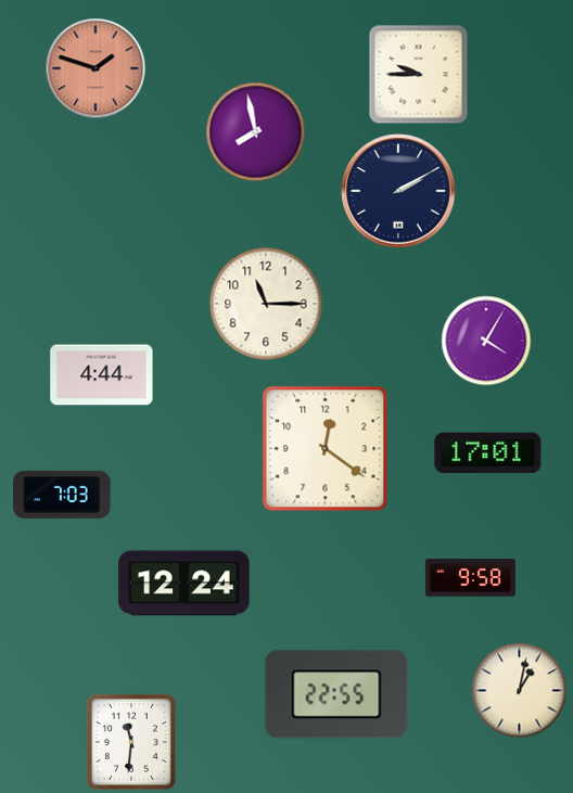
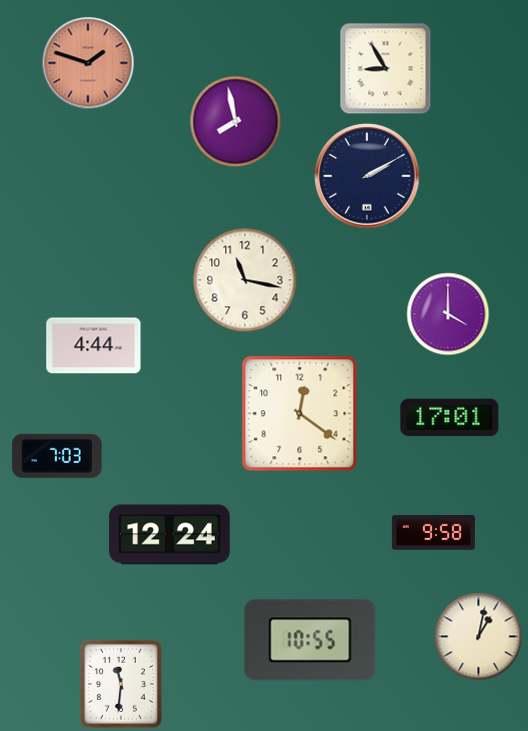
clock at (419, 75): 9:45 -> 8:55
clock at (266, 304): 11:15 -> 11:17
clock at (486, 341): 4:05 -> 4:00
clock at (184, 584) position: (184, 584) -> (170, 535)
clock at (336, 694): 22:55 -> 10:55
